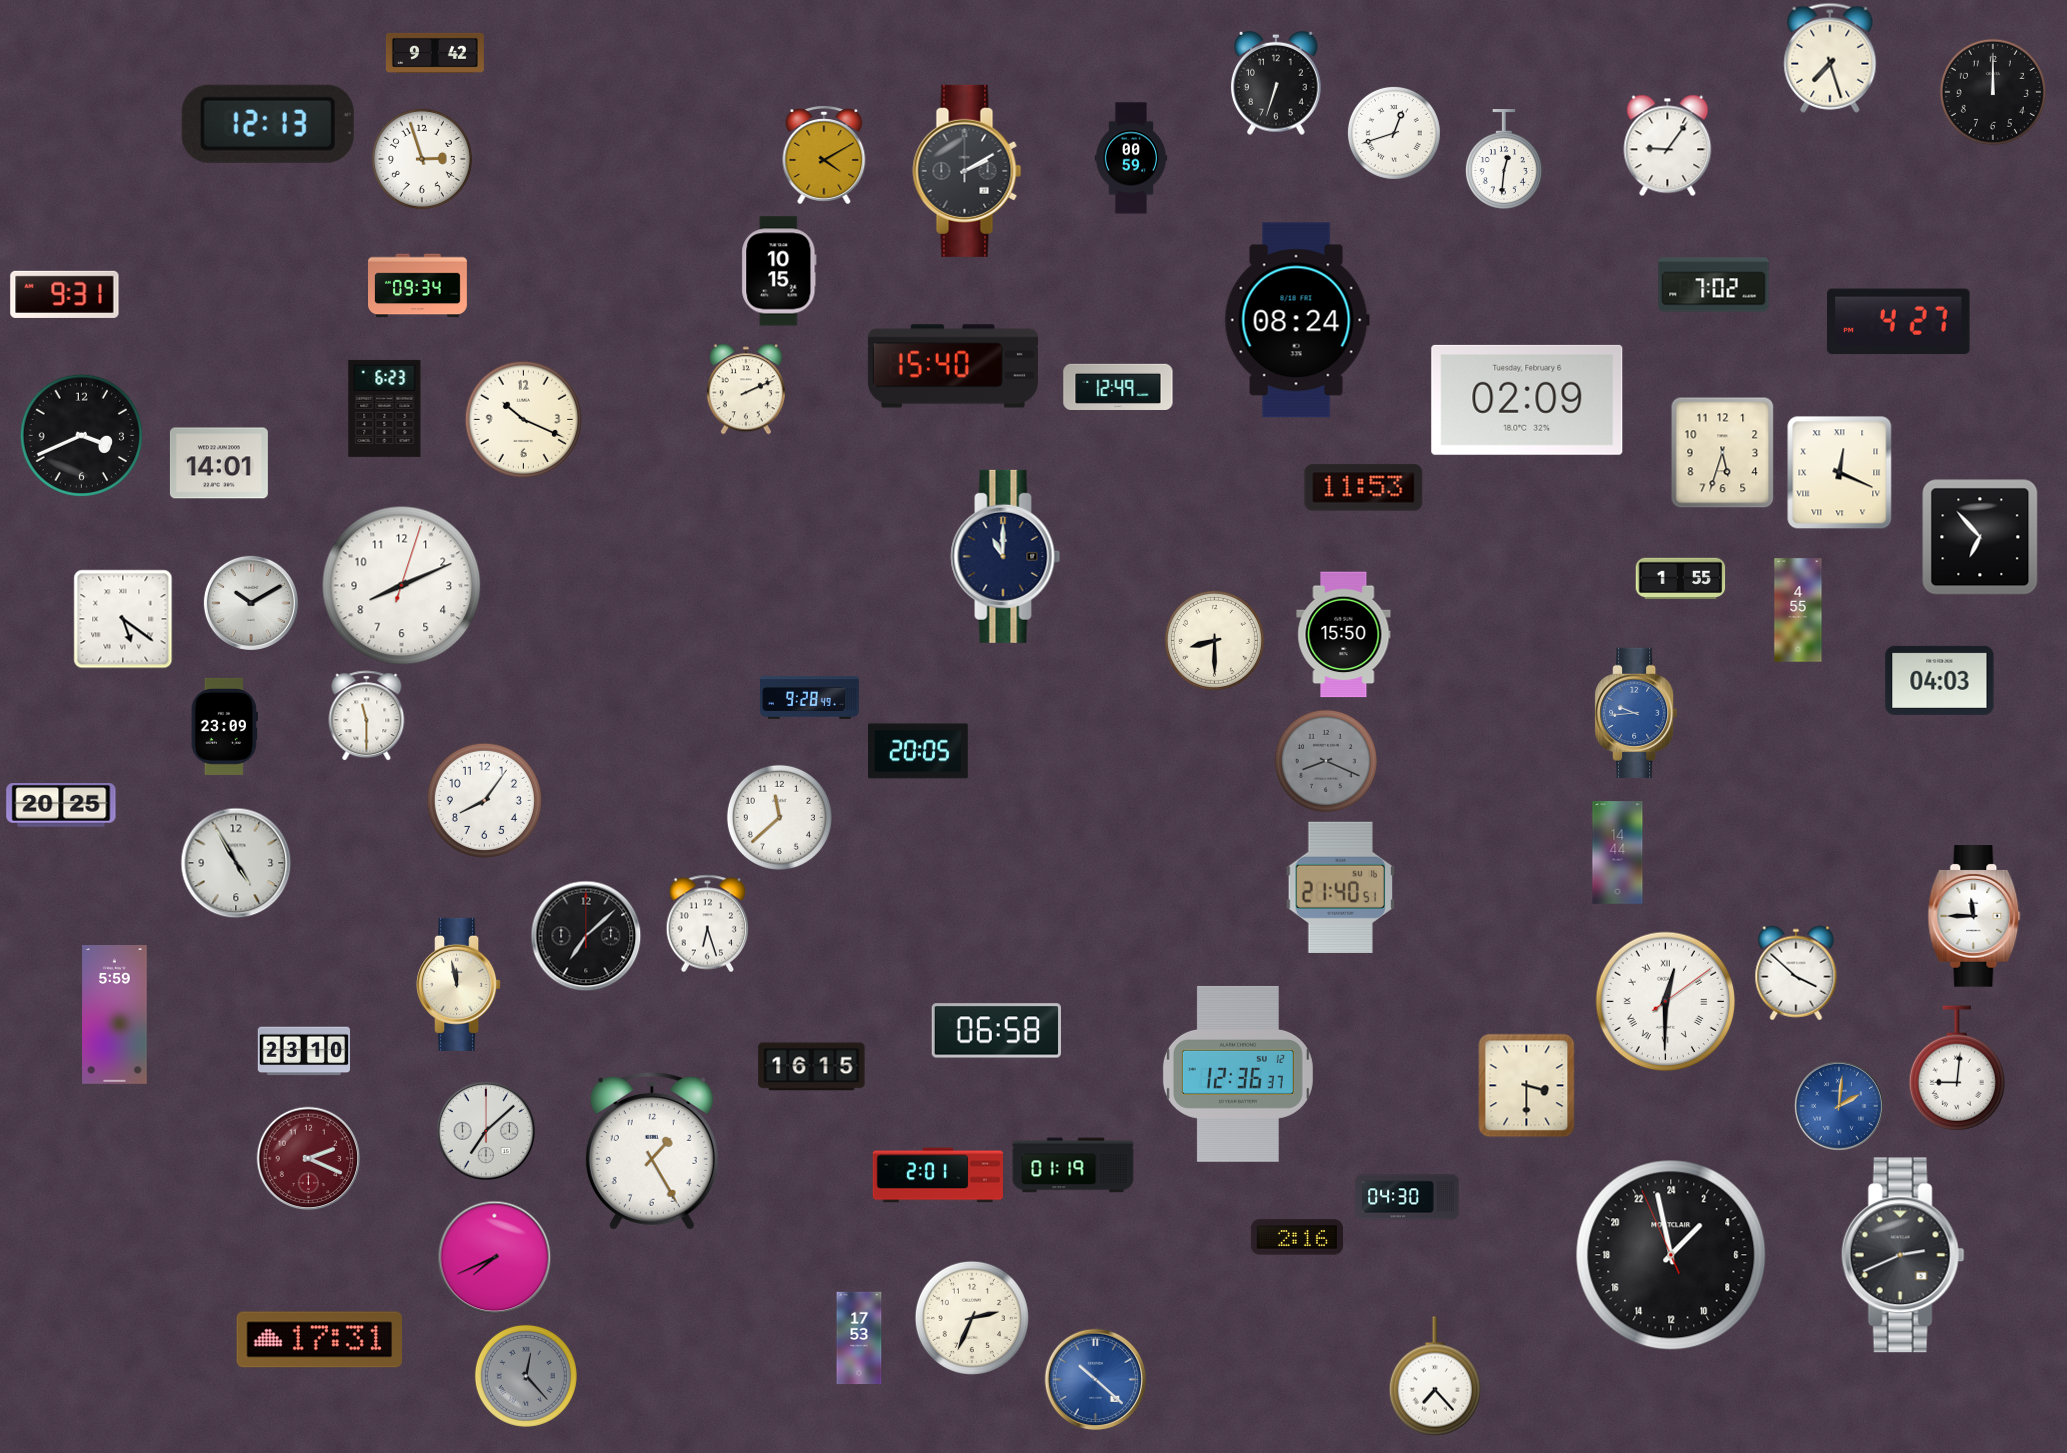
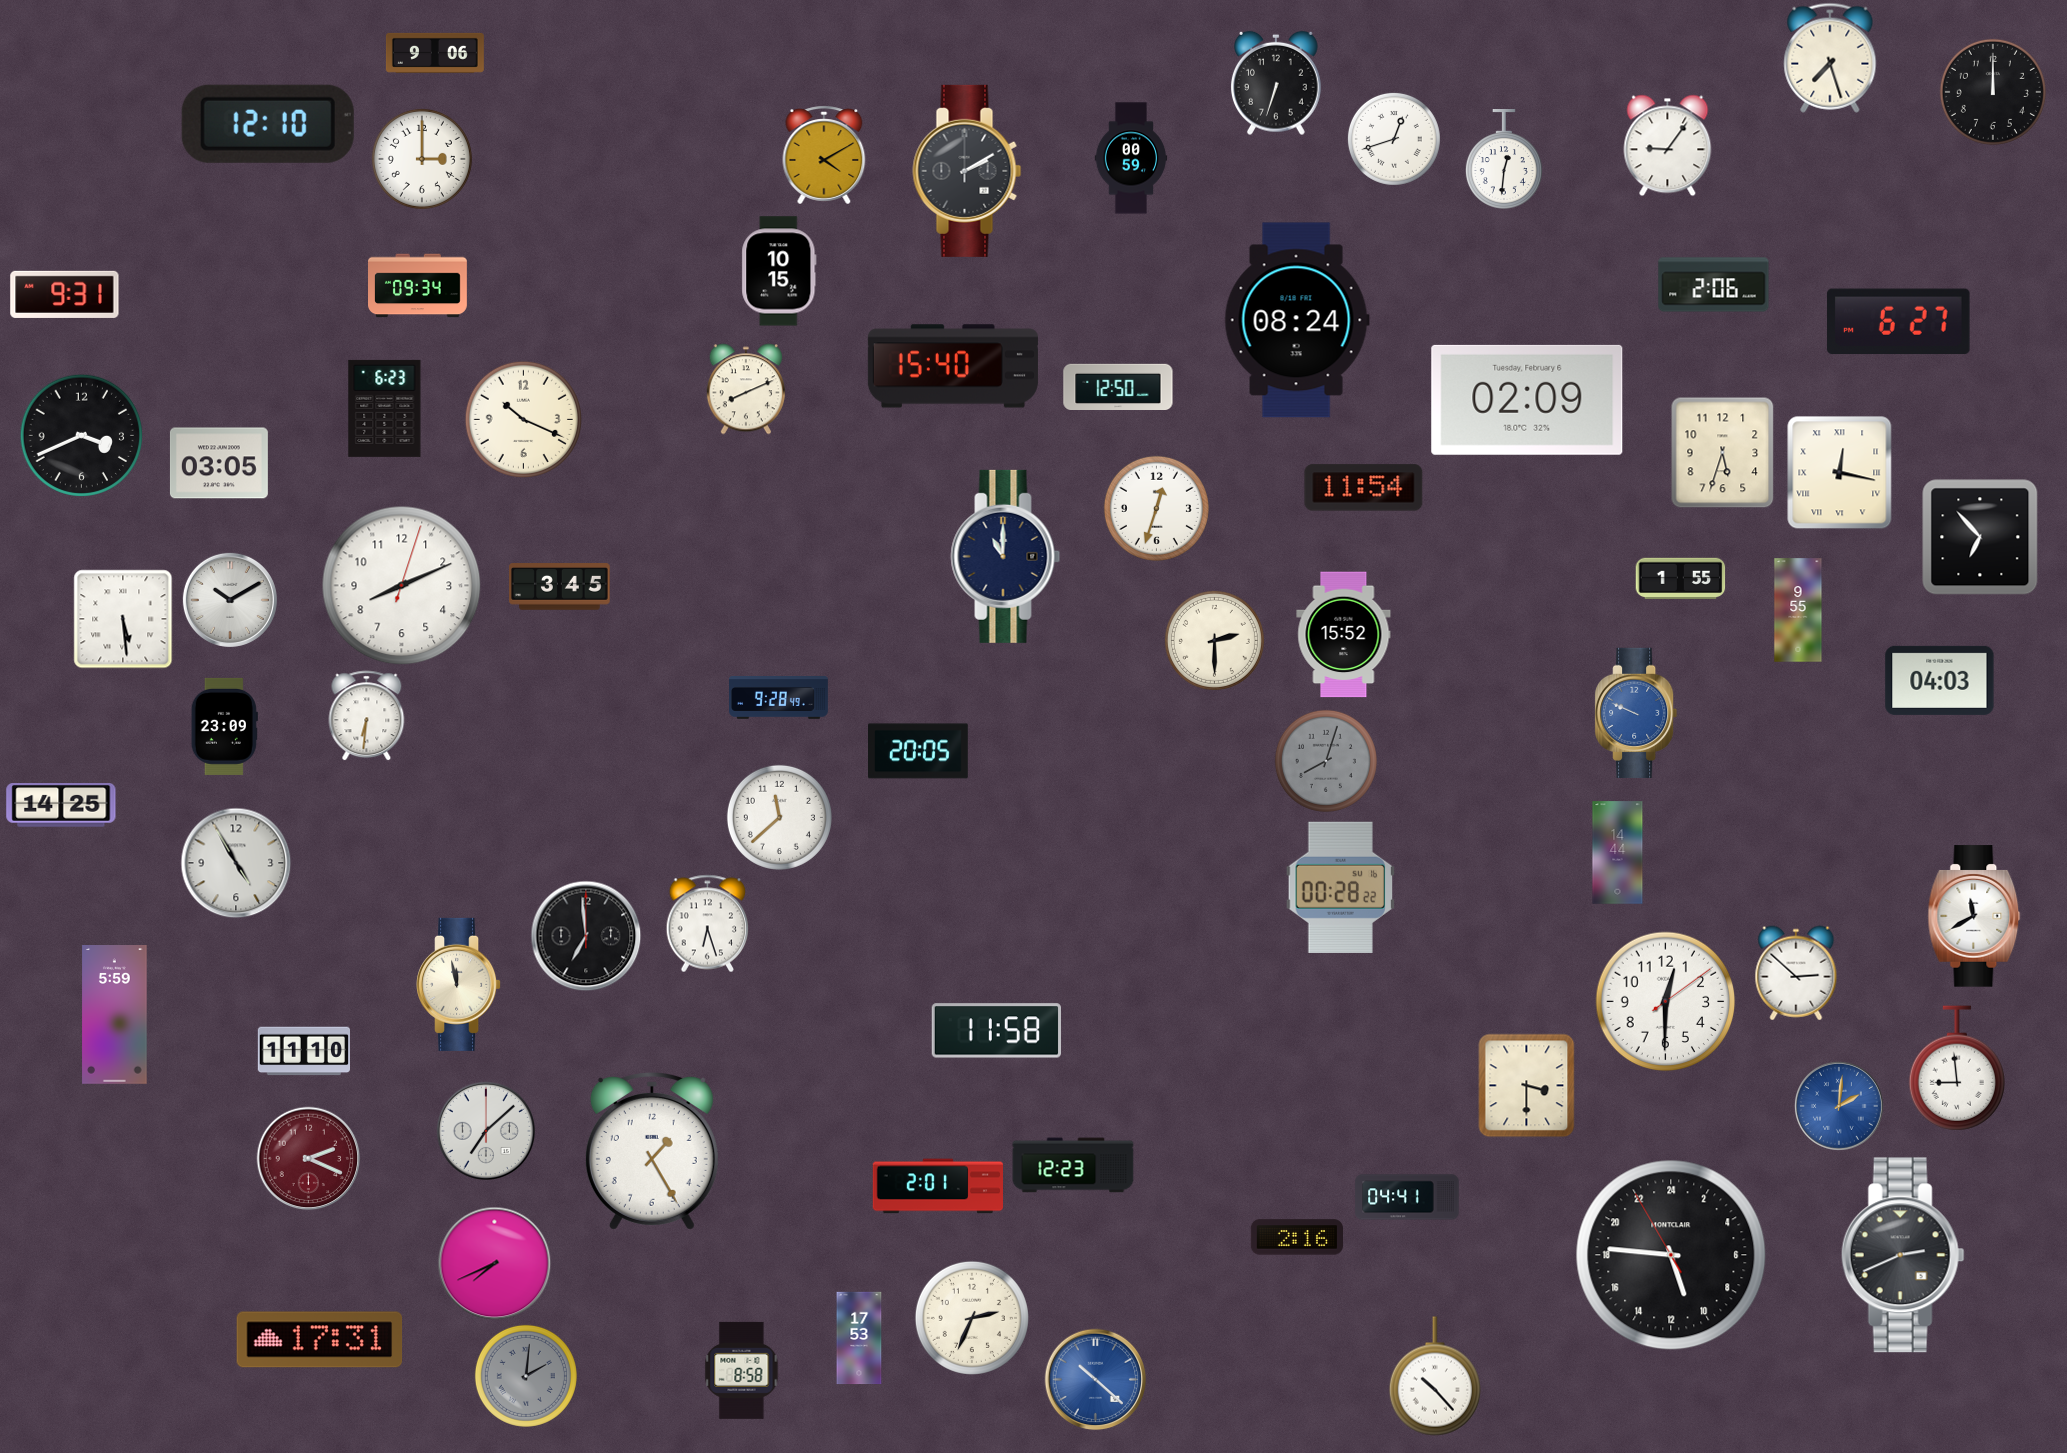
clock at (435, 53): 9:42 -> 9:06
clock at (268, 124): 12:13 -> 12:10
clock at (1394, 133) position: (1394, 133) -> (1394, 139)
clock at (422, 159): 2:57 -> 3:00
clock at (1714, 285): 7:02 -> 2:06
clock at (1899, 322): 4:27 -> 6:27
clock at (1118, 386): 12:49 -> 12:50
clock at (746, 389): 2:11 -> 8:11
clock at (219, 463): 14:01 -> 03:05
clock at (1840, 473): 12:19 -> 12:17
clock at (1364, 488): 11:53 -> 11:54
clock at (1156, 508): none -> 12:33
clock at (560, 587): none -> 3:45
clock at (251, 603) position: (251, 603) -> (230, 600)
clock at (1798, 610): 4:55 -> 9:55
clock at (123, 619): 5:21 -> 5:29
clock at (1344, 635): 15:50 -> 15:52
clock at (1214, 640): 8:30 -> 2:30
clock at (810, 698) position: (810, 698) -> (779, 698)
clock at (1636, 713): 9:44 -> 9:49
clock at (367, 716): 11:30 -> 6:31
clock at (1326, 761): 8:19 -> 8:03
clock at (484, 800): 8:06 -> none
clock at (61, 805): 20:25 -> 14:25
clock at (1340, 887): 21:40 -> 00:28
clock at (1974, 916): 11:45 -> 11:40
clock at (586, 936): 7:08 -> 6:59
clock at (1796, 973): 3:52 -> 2:52
clock at (1666, 1002) numerals: Roman -> Arabic
clock at (996, 1031): 06:58 -> 11:58
clock at (303, 1051): 23:10 -> 11:10
clock at (812, 1067): 16:15 -> none
clock at (1957, 1068): 9:01 -> 8:59
clock at (1238, 1074): 12:36 -> none
clock at (1073, 1165): 01:19 -> 12:23
clock at (937, 1175) position: (937, 1175) -> (937, 1186)
clock at (1407, 1197): 04:30 -> 04:41
clock at (1671, 1255): 2:57 -> 10:45
clock at (495, 1258) position: (495, 1258) -> (495, 1264)
clock at (742, 1370): none -> 8:58
clock at (526, 1376): 12:23 -> 2:01
clock at (1435, 1376): 7:23 -> 10:23
